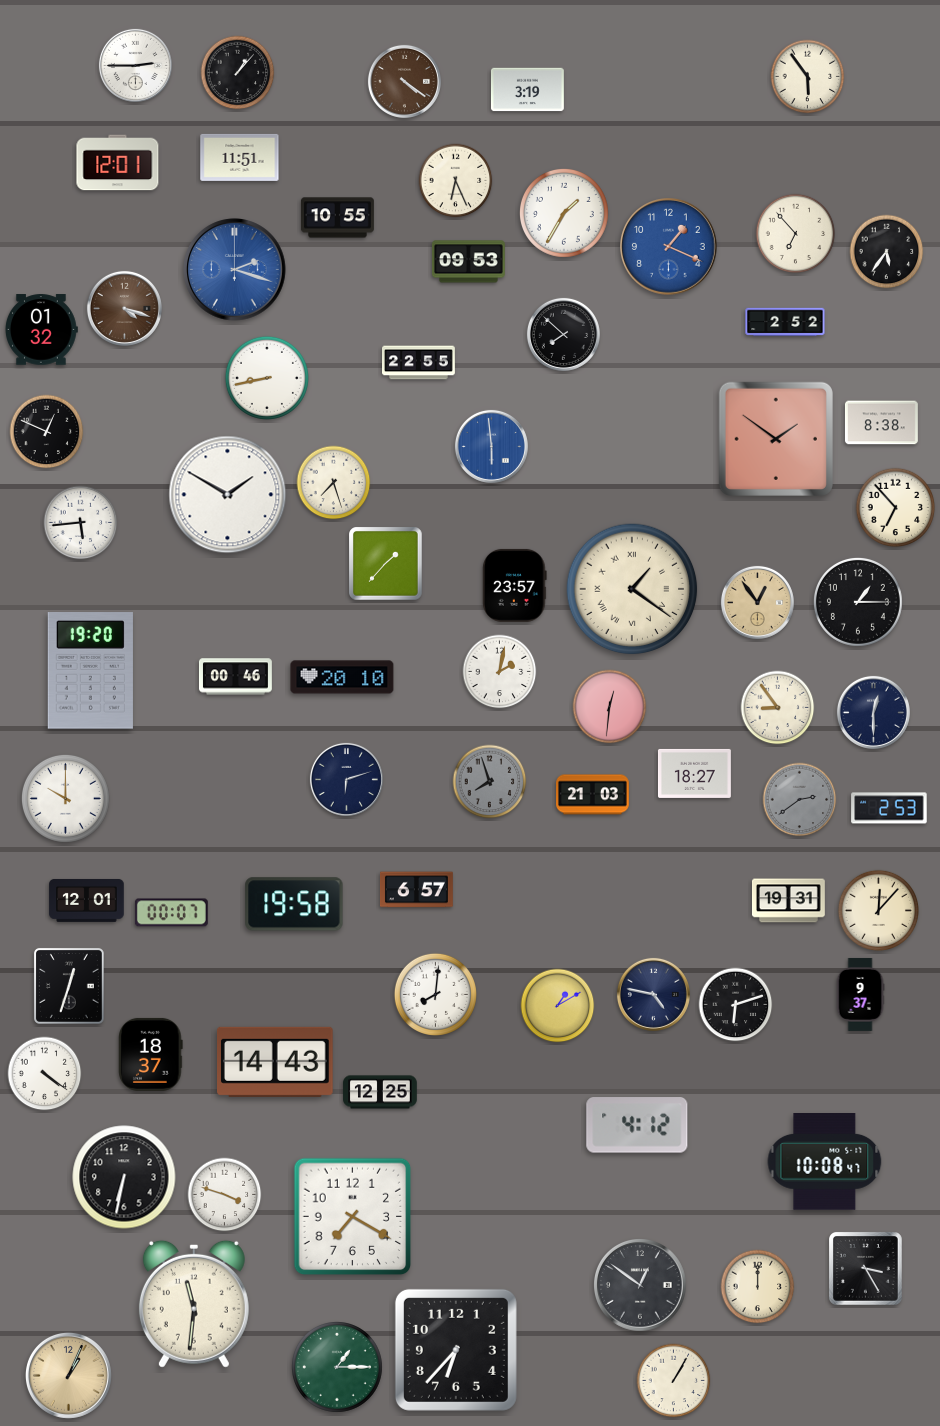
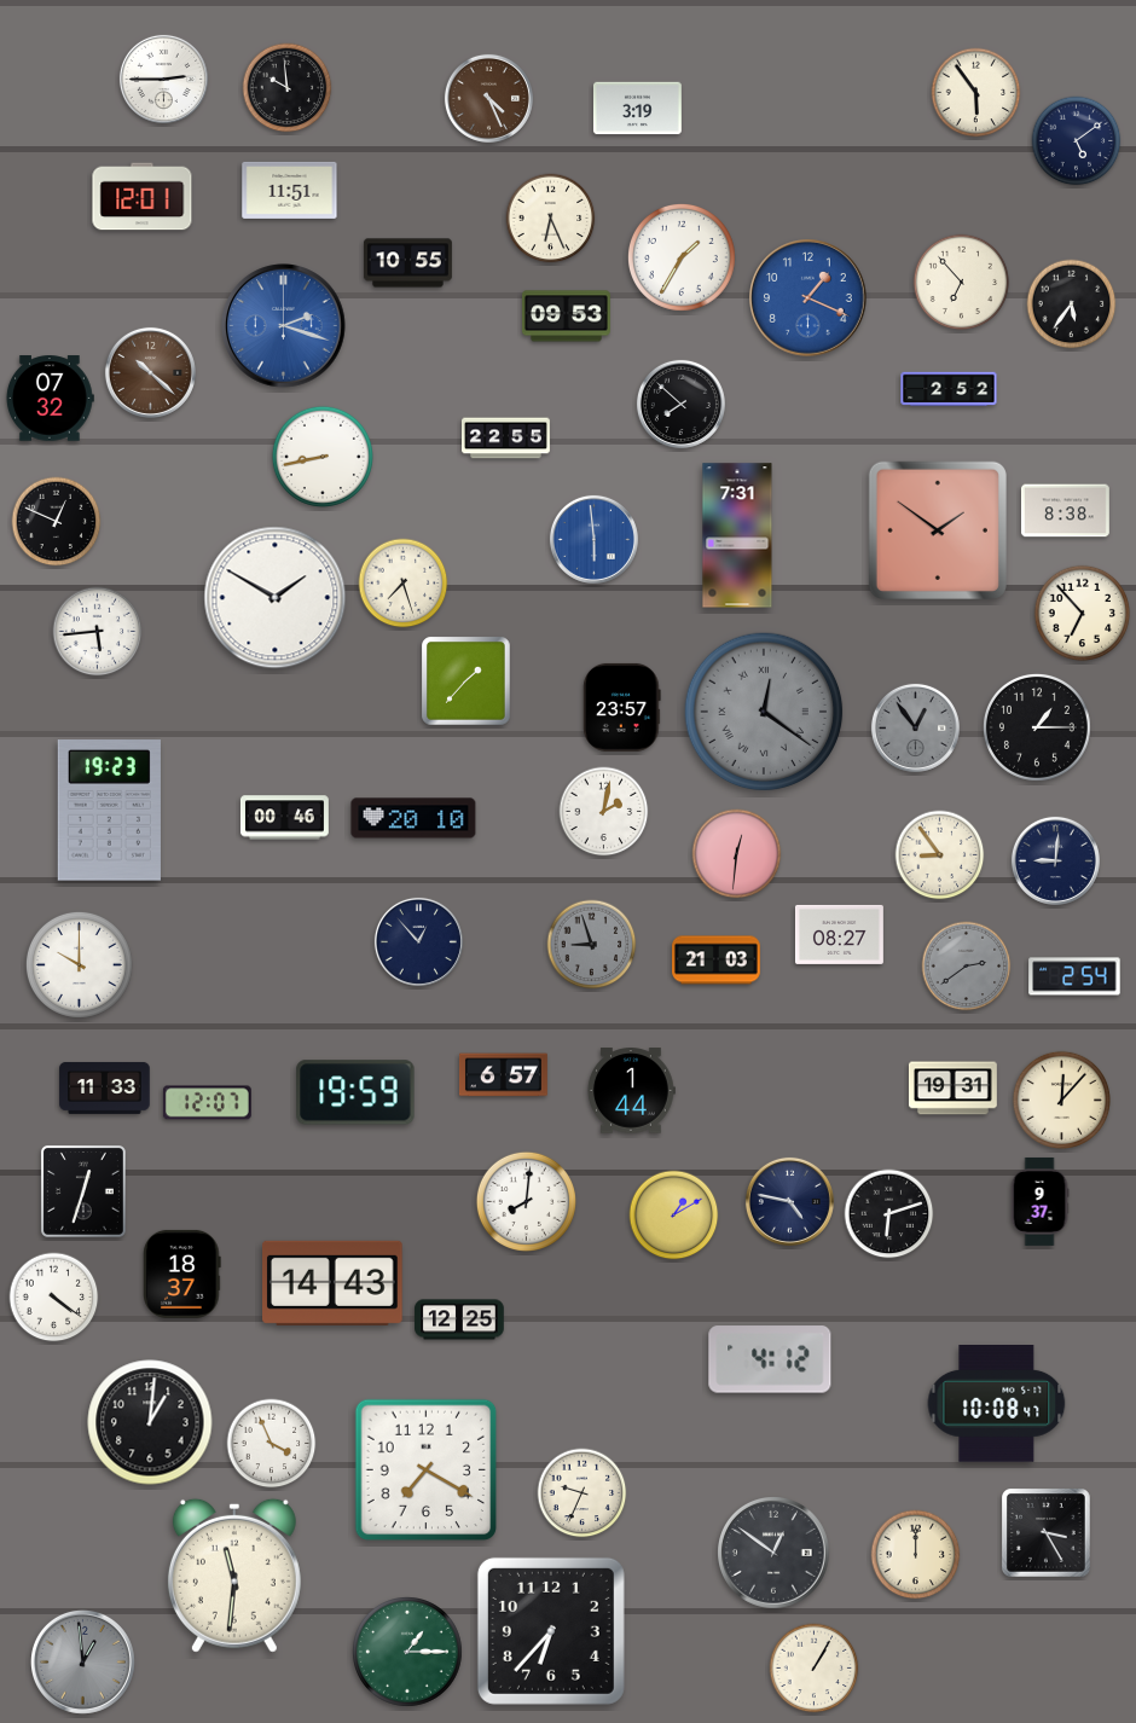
clock at (238, 73): 1:07 -> 9:59
clock at (404, 81): 4:21 -> 4:26
clock at (1077, 141): none -> 5:09
clock at (124, 308): 4:18 -> 10:22
clock at (41, 330): 01:32 -> 07:32
clock at (737, 535): none -> 7:31
clock at (632, 589): 1:21 -> 12:21
clock at (632, 589) dial: cream -> grey
clock at (757, 602) dial: champagne -> grey
clock at (90, 671): 19:20 -> 19:23
clock at (873, 712): 12:30 -> 9:01
clock at (694, 773): 18:27 -> 08:27
clock at (346, 779): 6:12 -> 12:53
clock at (490, 782): 7:57 -> 8:57
clock at (889, 808): 2:53 -> 2:54
clock at (87, 900): 12:01 -> 11:33
clock at (631, 1091): none -> 1:44
clock at (294, 904): 19:58 -> 19:59
clock at (171, 913): 00:07 -> 12:07
clock at (124, 1177): 6:32 -> 1:01
clock at (225, 1195): 3:48 -> 3:56
clock at (583, 1493): none -> 9:34
clock at (68, 1375): 1:04 -> 12:59
clock at (68, 1375) dial: champagne -> grey
